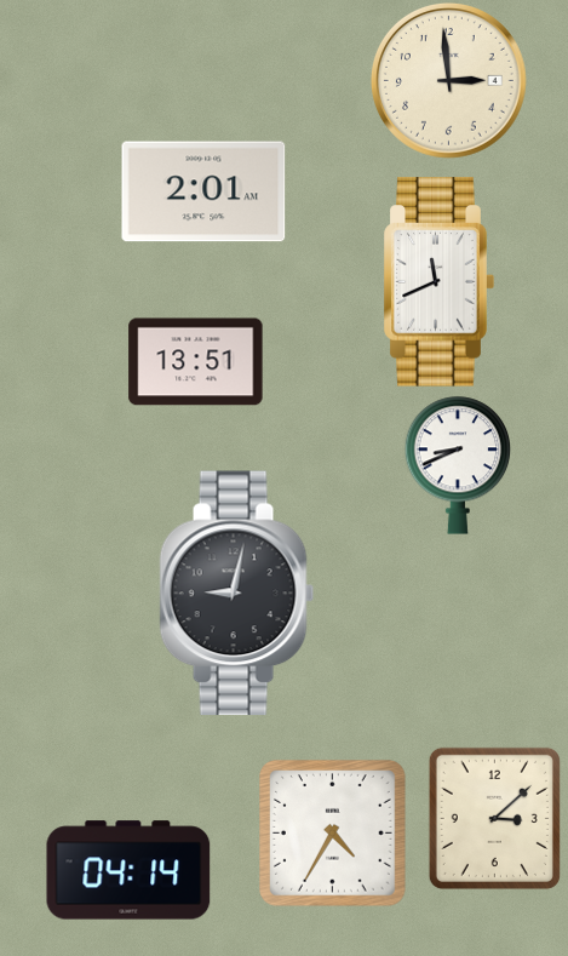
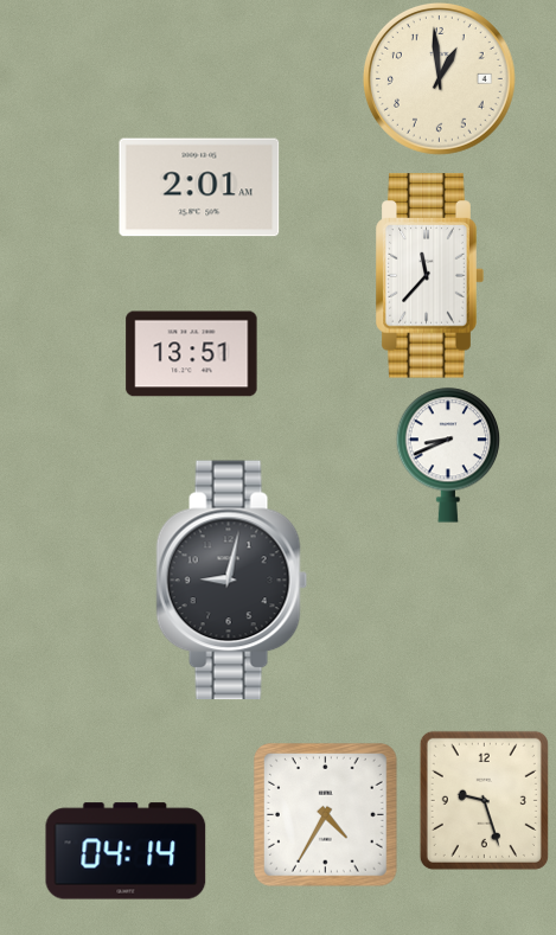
clock at (448, 80): 2:59 -> 12:59
clock at (438, 282): 11:41 -> 11:37
clock at (494, 818): 3:08 -> 9:27
